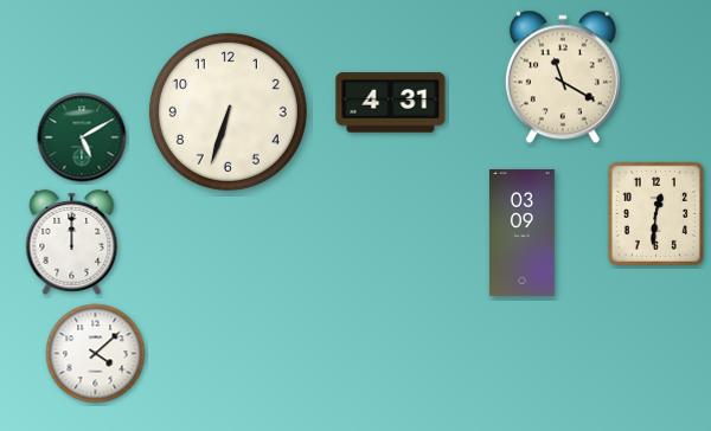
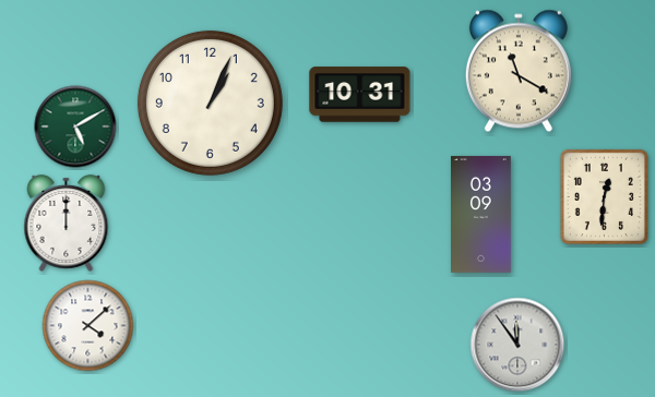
clock at (391, 103): 4:31 -> 10:31
clock at (228, 111): 6:33 -> 1:04
clock at (517, 345): none -> 11:54
